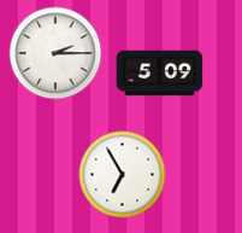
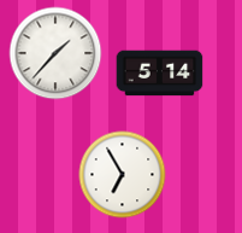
clock at (55, 53): 2:15 -> 1:37
clock at (160, 74): 5:09 -> 5:14
